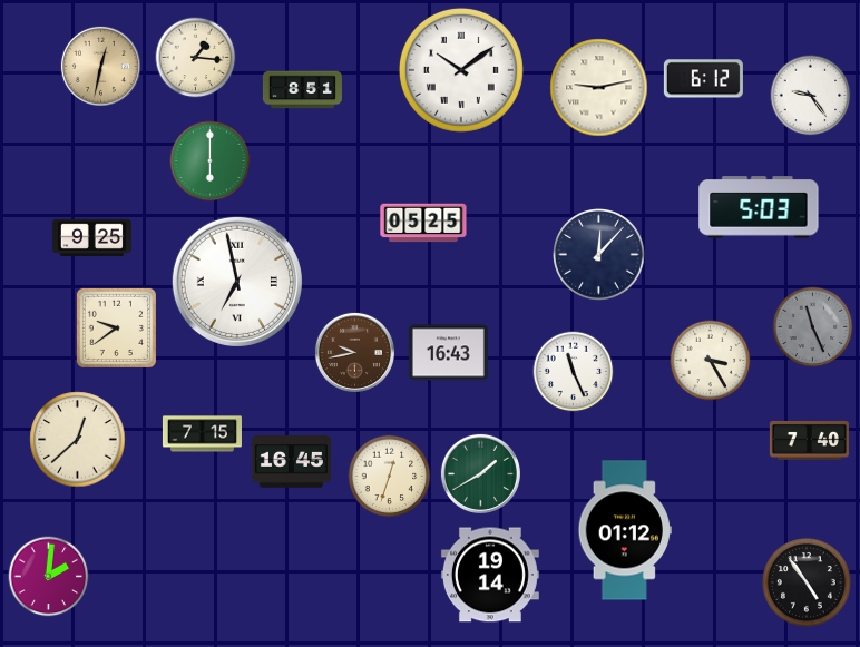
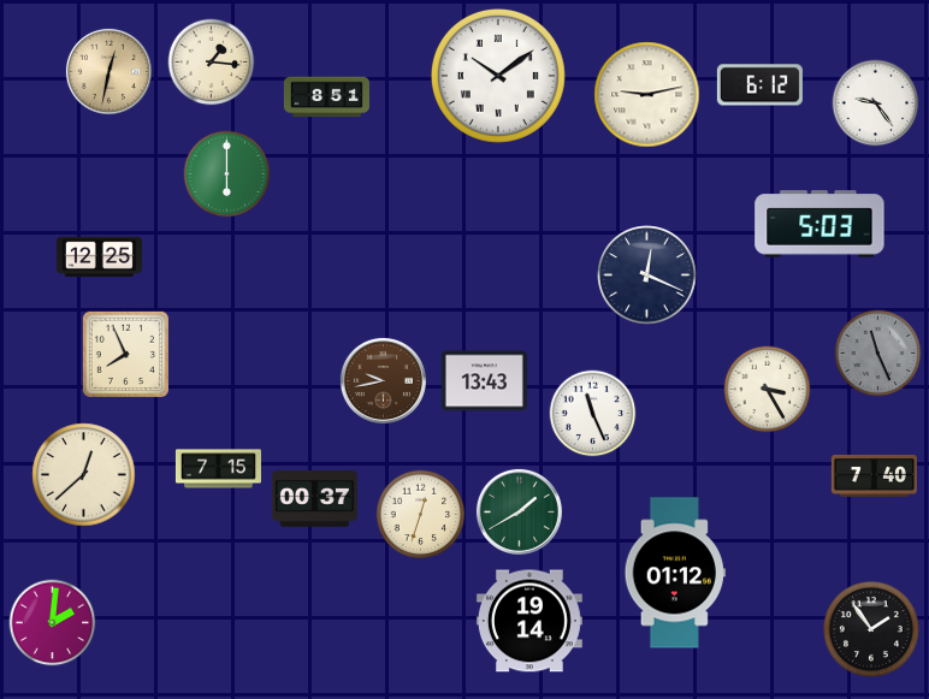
clock at (423, 223): 05:25 -> none
clock at (91, 238): 9:25 -> 12:25
clock at (599, 255): 12:07 -> 12:19
clock at (237, 282): 6:58 -> none
clock at (116, 327): 9:39 -> 7:56
clock at (448, 353): 16:43 -> 13:43
clock at (574, 372) position: (574, 372) -> (593, 414)
clock at (291, 462): 16:45 -> 00:37
clock at (807, 582): 4:54 -> 1:54
